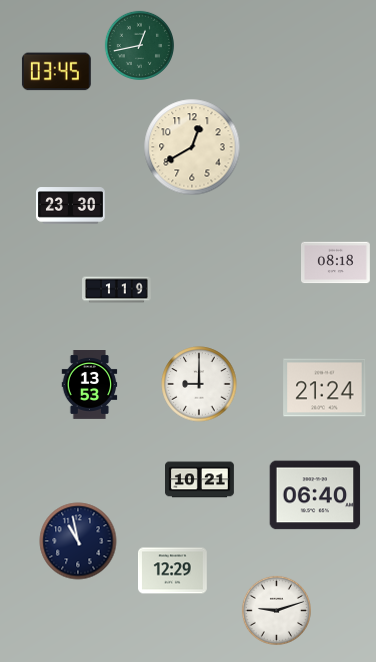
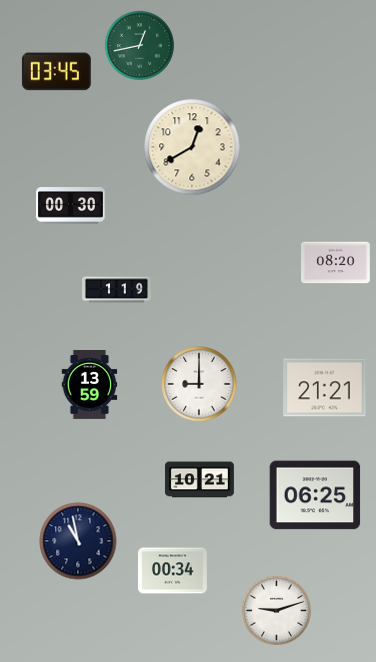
clock at (71, 206): 23:30 -> 00:30
clock at (336, 263): 08:18 -> 08:20
clock at (90, 385): 13:53 -> 13:59
clock at (325, 388): 21:24 -> 21:21
clock at (315, 495): 06:40 -> 06:25
clock at (173, 571): 12:29 -> 00:34
